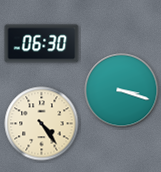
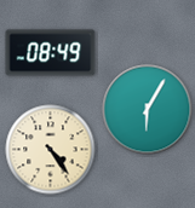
clock at (42, 44): 06:30 -> 08:49
clock at (122, 91): 3:18 -> 6:05
